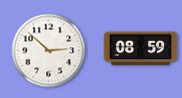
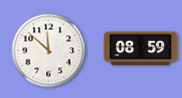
clock at (49, 51): 2:52 -> 11:52
